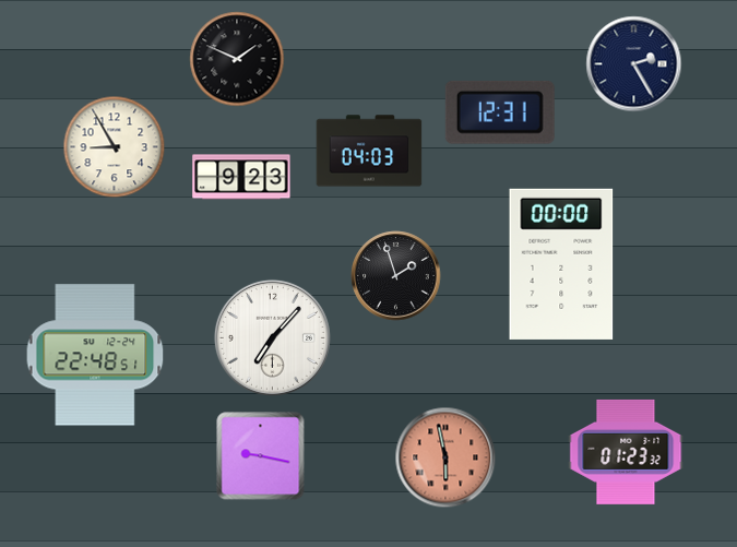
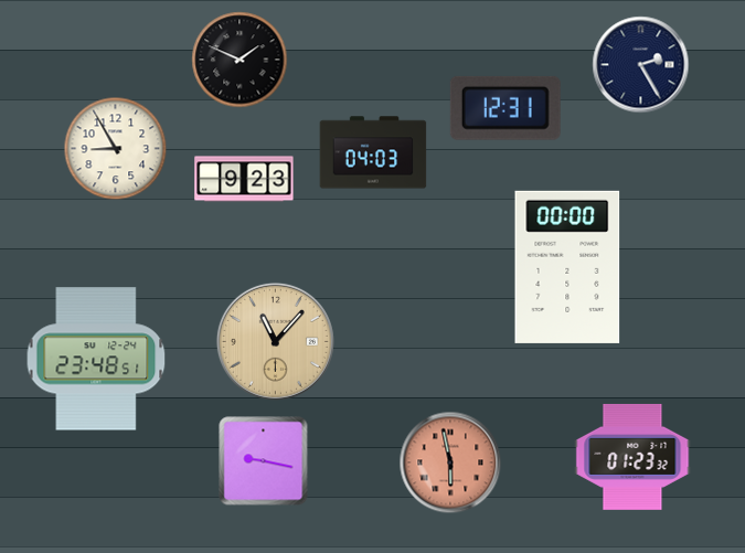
clock at (500, 112) position: (500, 112) -> (505, 108)
clock at (396, 276): 1:57 -> none
clock at (272, 337): 7:07 -> 11:07
clock at (272, 337) dial: white -> champagne
clock at (95, 355): 22:48 -> 23:48
